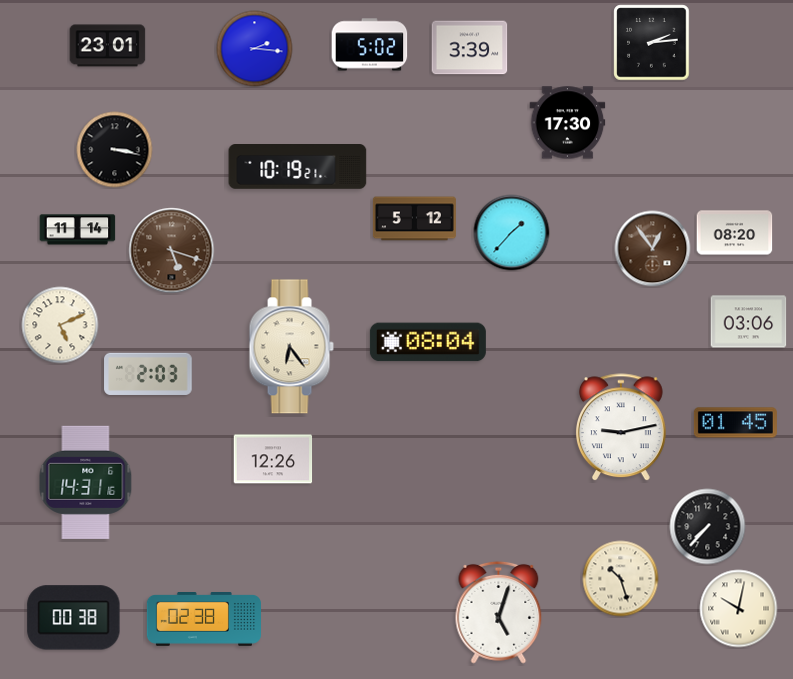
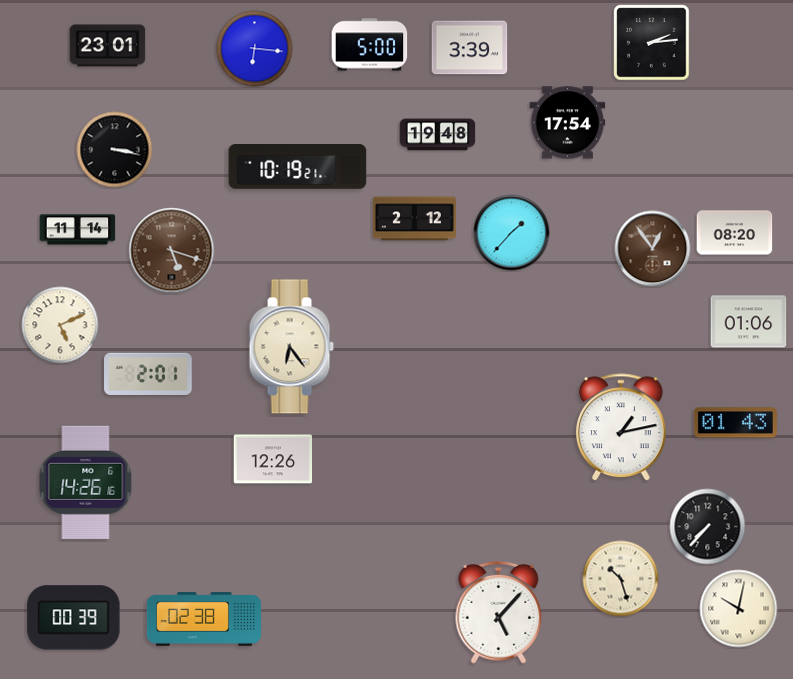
clock at (370, 45): 5:02 -> 5:00
clock at (255, 49): 2:16 -> 6:16
clock at (568, 123): 17:30 -> 17:54
clock at (438, 135): none -> 19:48
clock at (414, 219): 5:12 -> 2:12
clock at (749, 322): 03:06 -> 01:06
clock at (428, 342): 08:04 -> none
clock at (148, 374): 2:03 -> 2:01
clock at (735, 423): 01:45 -> 01:43
clock at (621, 428): 9:13 -> 1:13
clock at (86, 482): 14:31 -> 14:26
clock at (499, 612): 5:03 -> 5:07
clock at (74, 618): 00:38 -> 00:39
